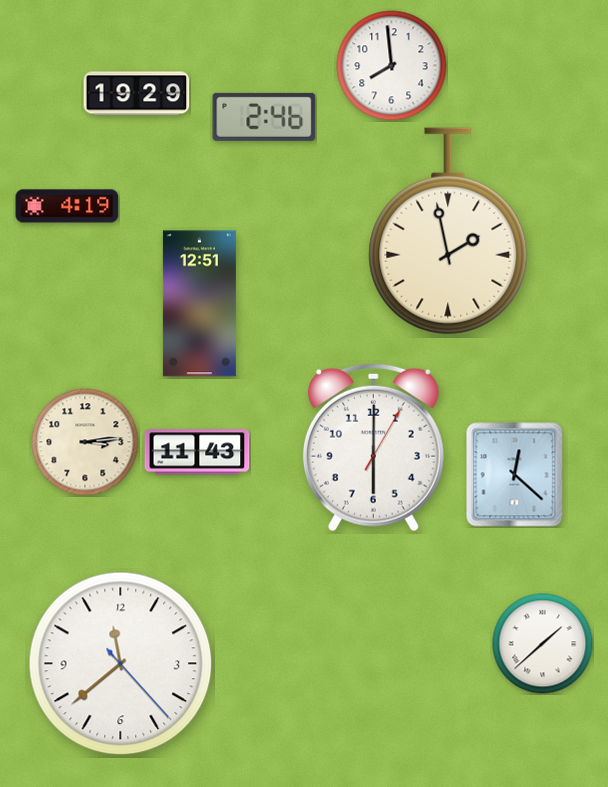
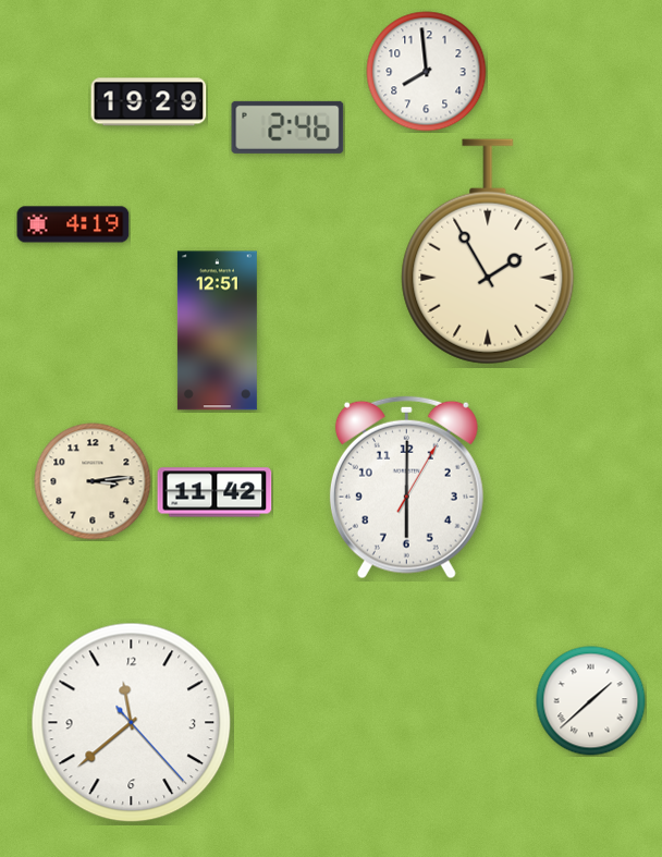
clock at (448, 231): 1:58 -> 1:55
clock at (197, 452): 11:43 -> 11:42
clock at (515, 475): 12:22 -> none
